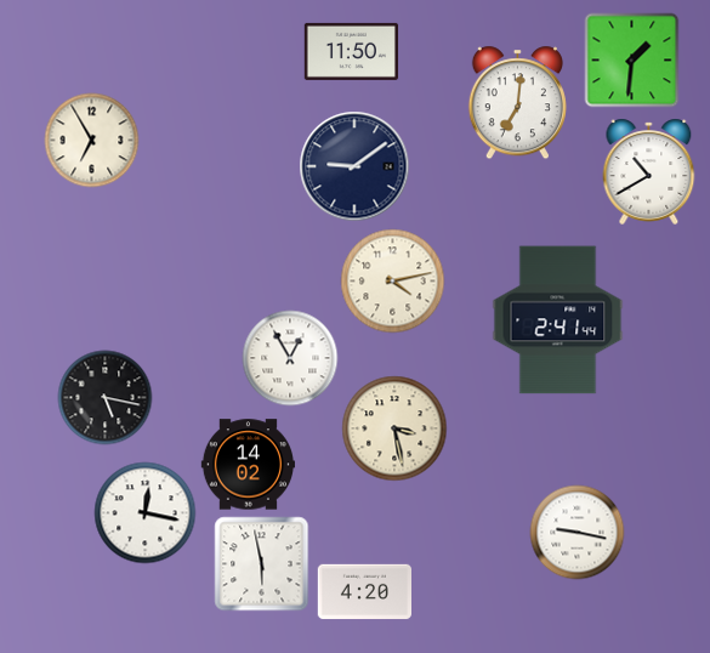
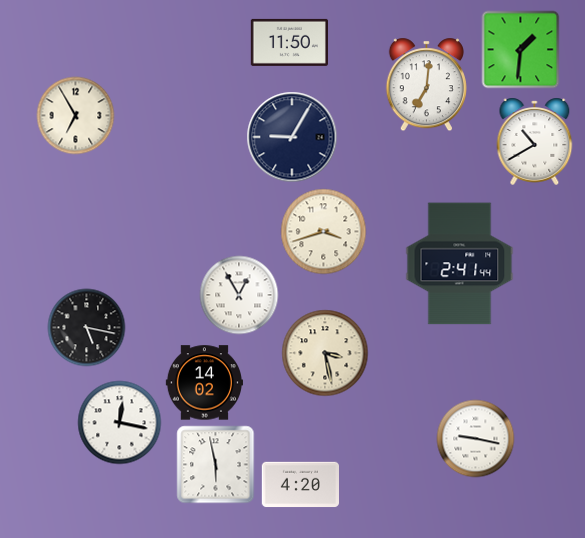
clock at (354, 166): 9:09 -> 9:05
clock at (392, 280): 4:13 -> 3:42
clock at (364, 592) position: (364, 592) -> (300, 485)
